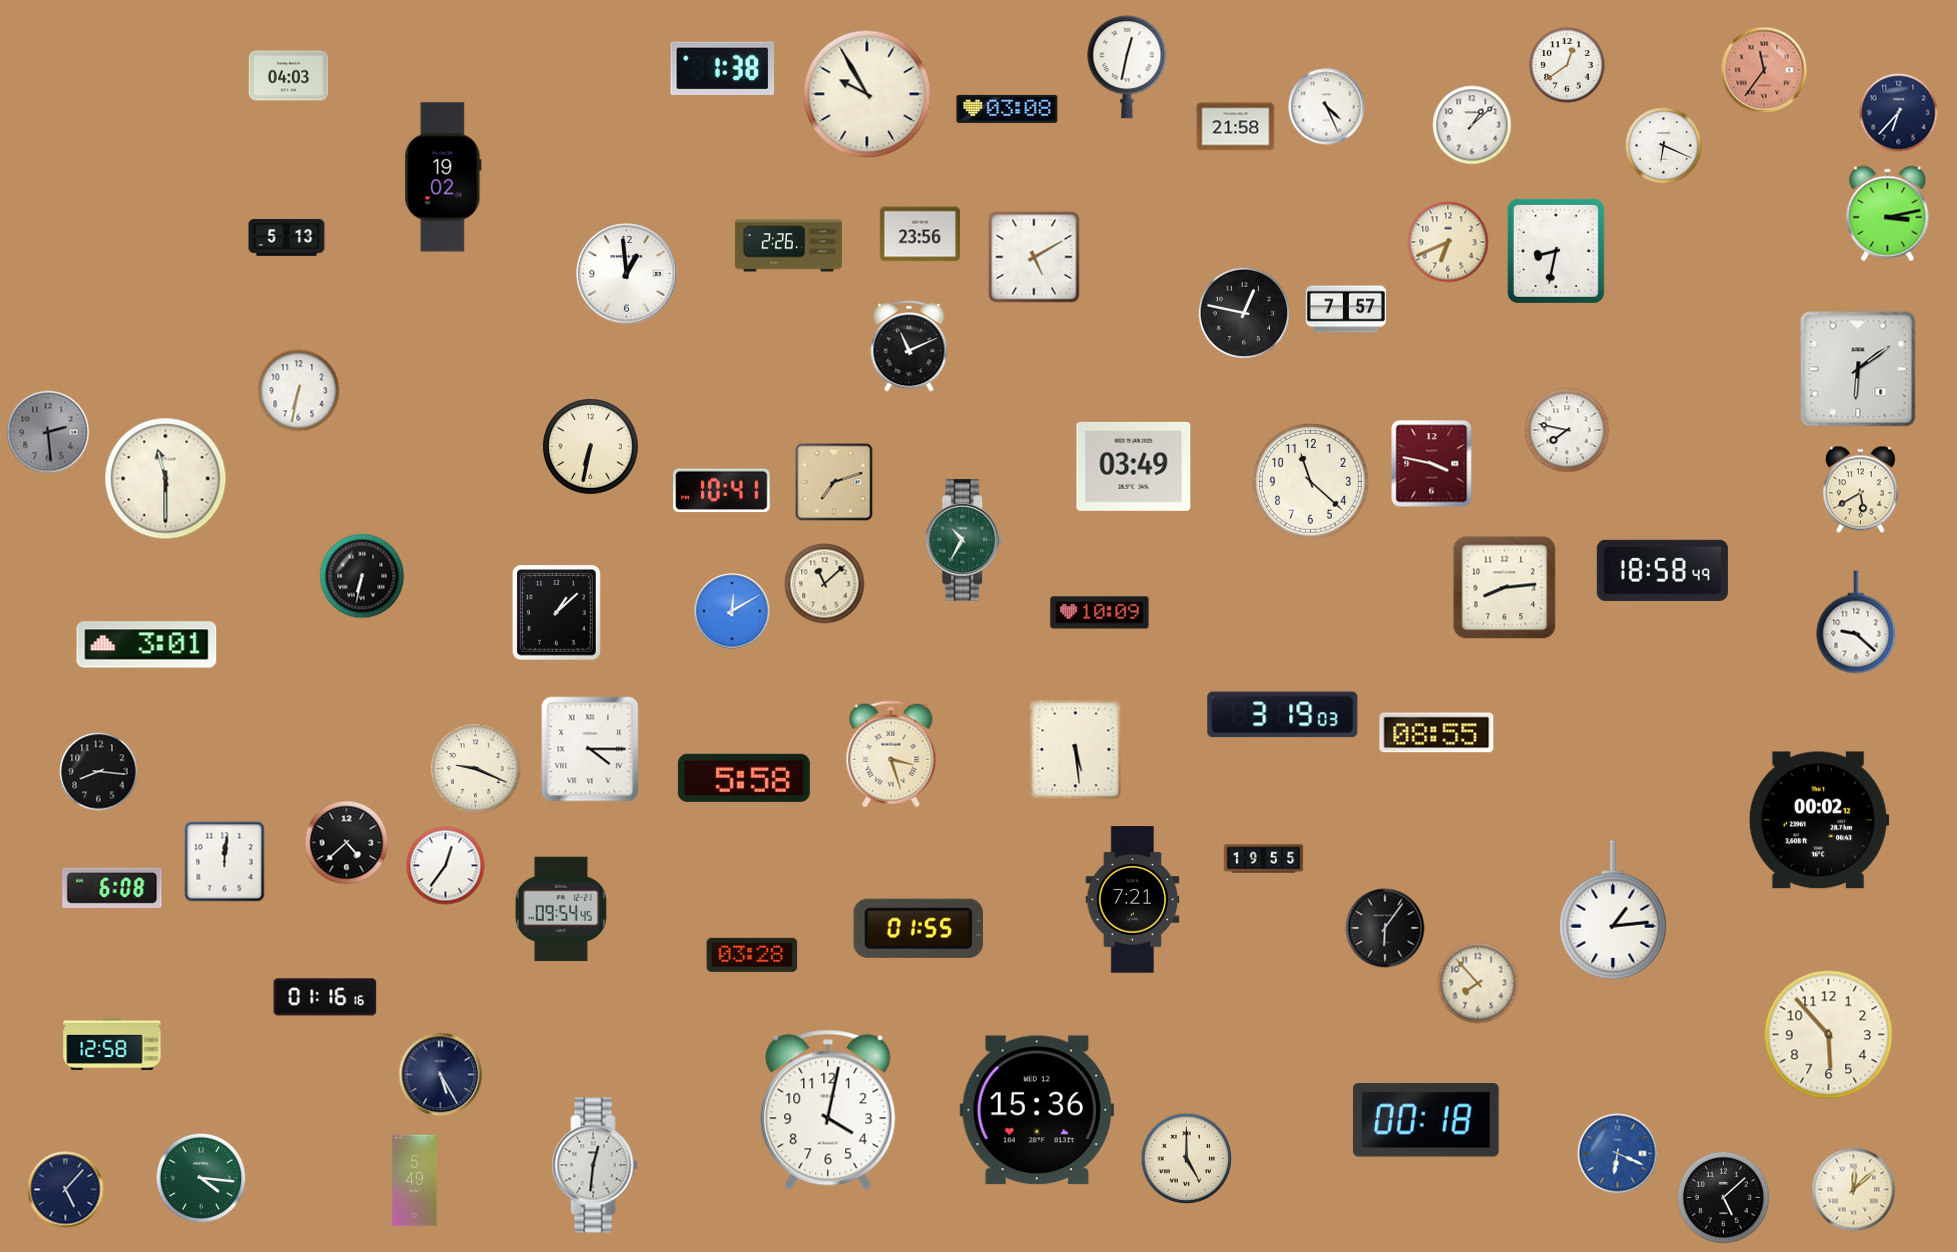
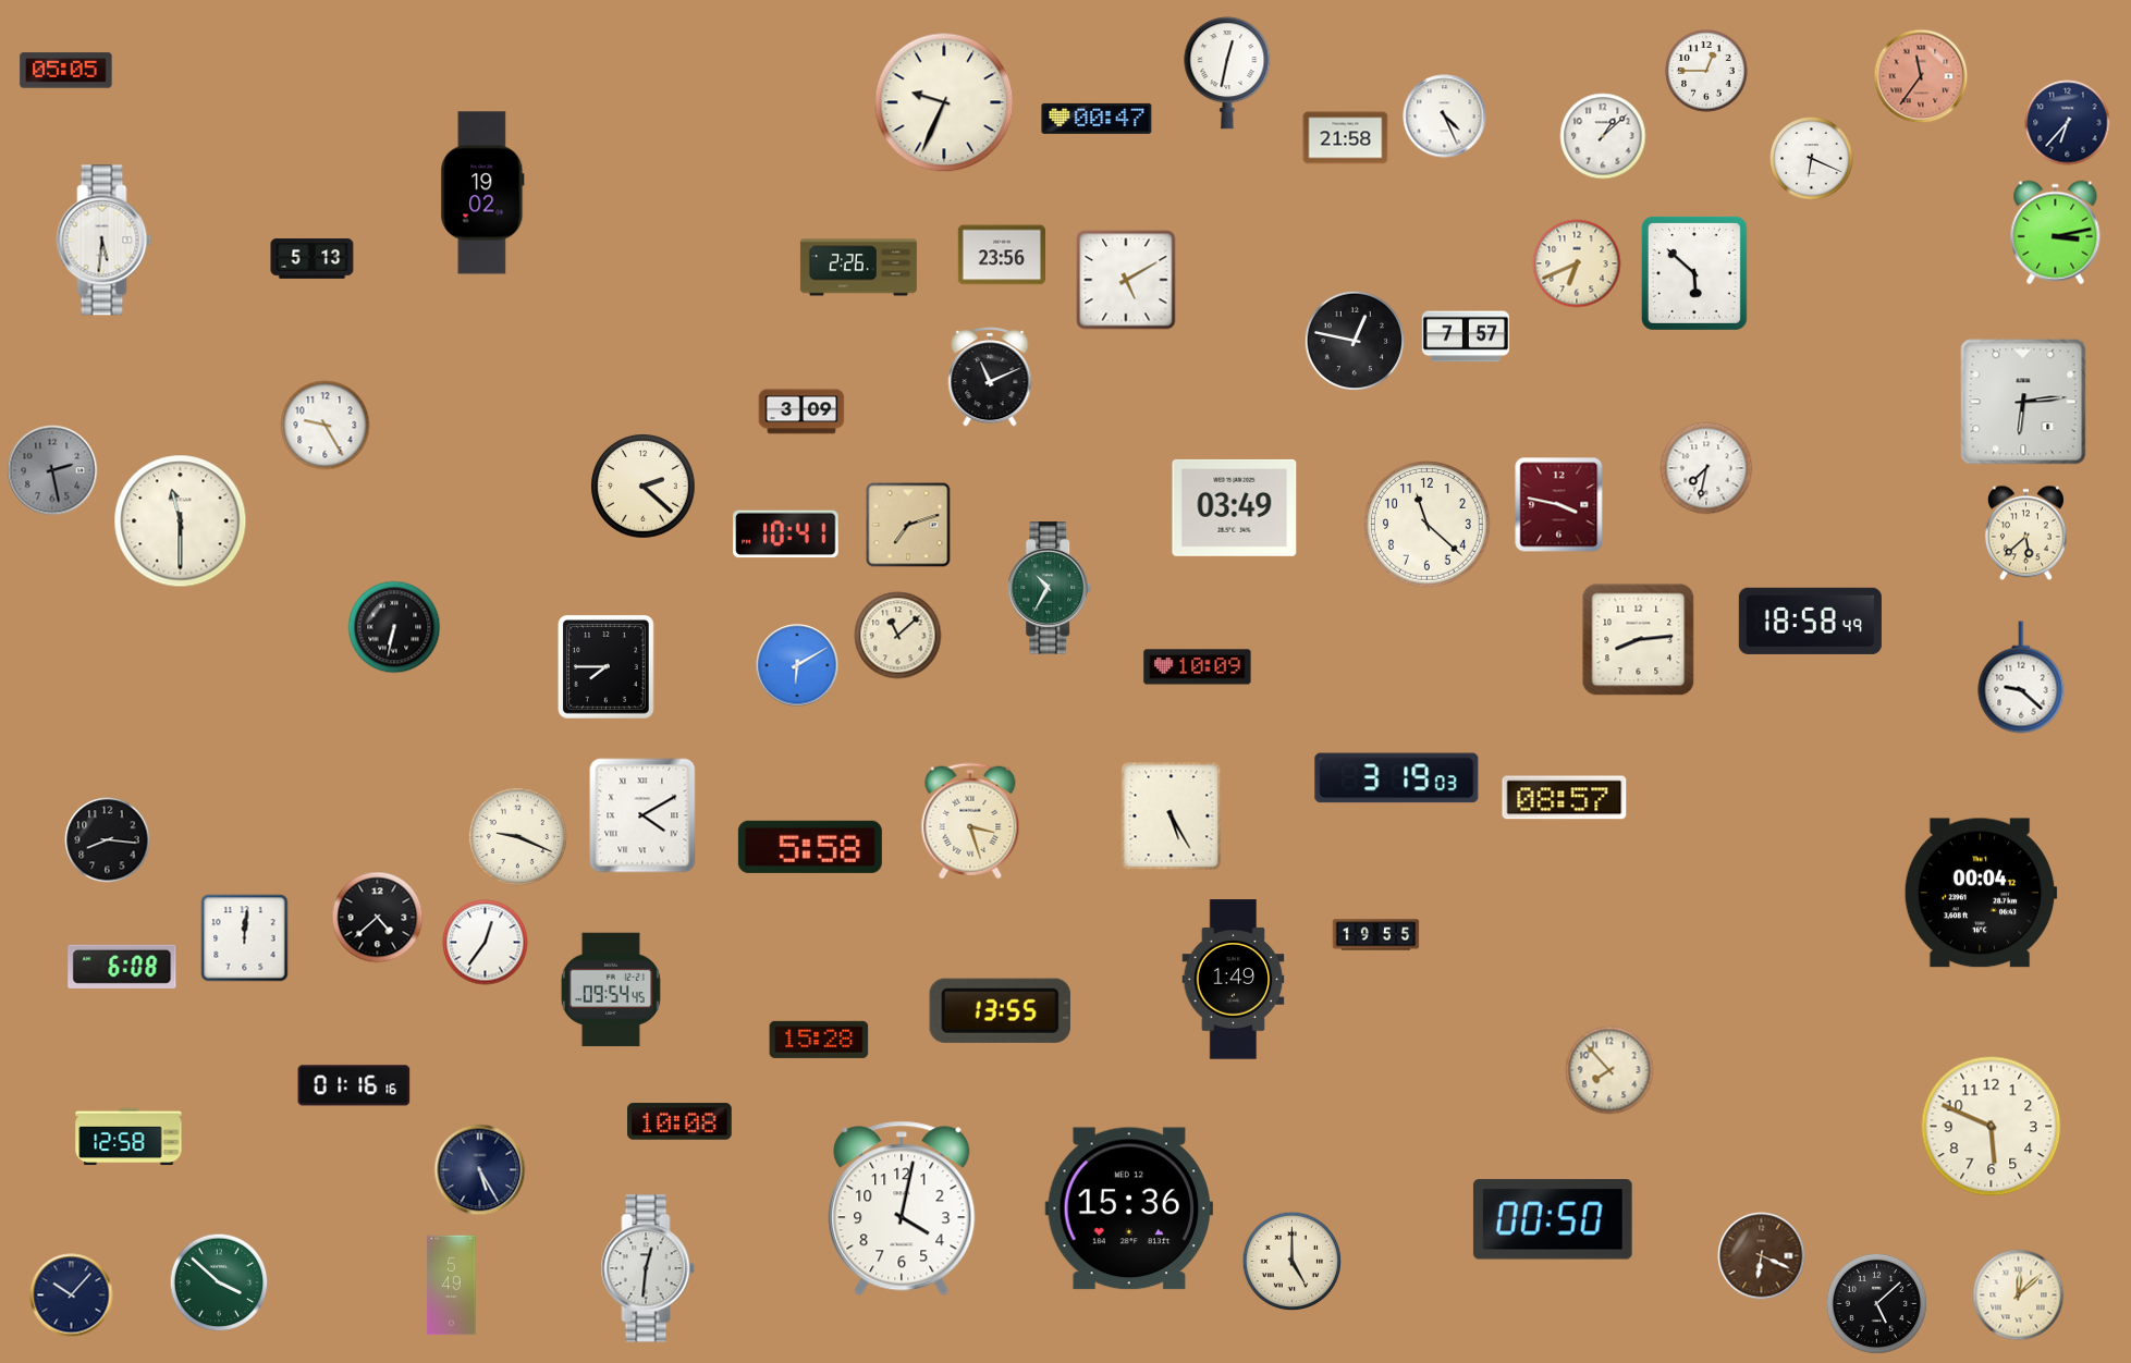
clock at (66, 71): none -> 05:05
clock at (1567, 65): 12:39 -> 12:45
clock at (723, 68): 1:38 -> none
clock at (289, 76): 04:03 -> none
clock at (867, 94): 9:55 -> 9:34
clock at (1007, 109): 03:08 -> 00:47
clock at (105, 241): none -> 5:31
clock at (1556, 251): 8:32 -> 5:52
clock at (627, 274): 12:59 -> none
clock at (1858, 369): 6:09 -> 6:14
clock at (801, 412): none -> 3:09
clock at (299, 391): 6:32 -> 9:25
clock at (1567, 430): 7:47 -> 7:32
clock at (48, 432): 2:29 -> 2:28
clock at (591, 447): 6:32 -> 2:22
clock at (1860, 490): 5:40 -> 5:38
clock at (732, 611): 12:10 -> 6:10
clock at (556, 613): 1:08 -> 7:45
clock at (147, 645): 3:01 -> none
clock at (1437, 733): 08:55 -> 08:57
clock at (590, 749): 4:15 -> 4:10
clock at (1076, 750): 5:29 -> 5:25
clock at (1819, 820): 00:02 -> 00:04
clock at (1133, 900): 7:21 -> 1:49
clock at (1613, 910): 1:14 -> none
clock at (918, 928): 01:55 -> 13:55
clock at (1385, 928): 6:06 -> none
clock at (752, 955): 03:28 -> 15:28
clock at (679, 1121): none -> 10:08
clock at (1829, 1035): 5:53 -> 5:49
clock at (112, 1044) position: (112, 1044) -> (128, 1137)
clock at (1426, 1120): 00:18 -> 00:50
clock at (1618, 1154) dial: blue -> brown
clock at (201, 1178): 4:16 -> 3:52
clock at (66, 1190): 5:07 -> 10:07
